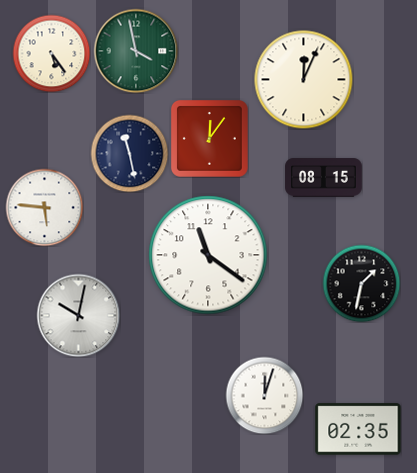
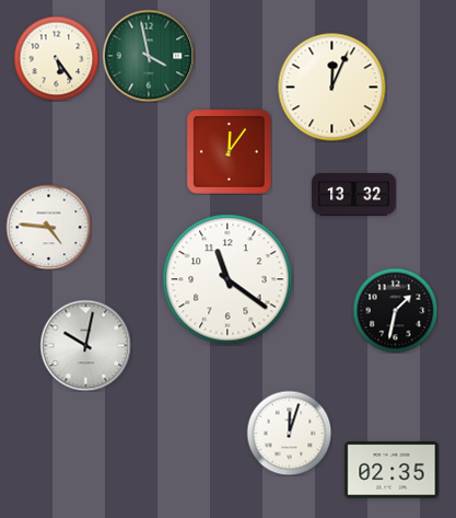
clock at (129, 153): 11:28 -> none
clock at (324, 178): 08:15 -> 13:32
clock at (44, 207): 5:46 -> 4:46
